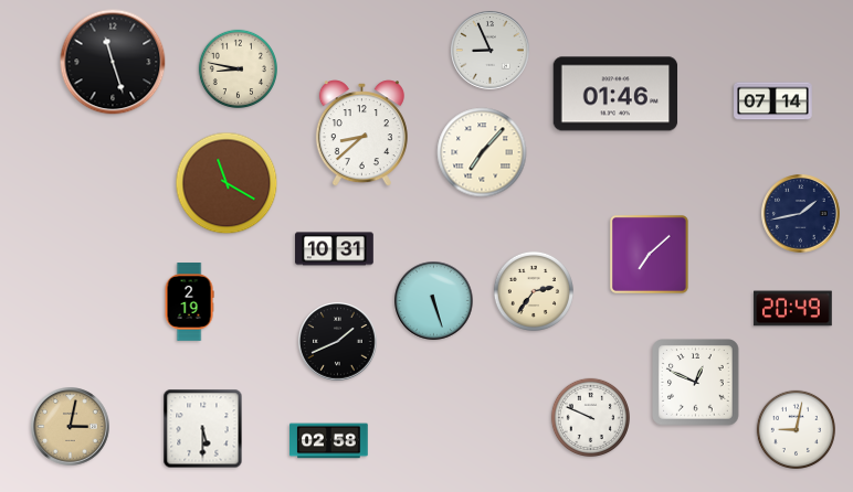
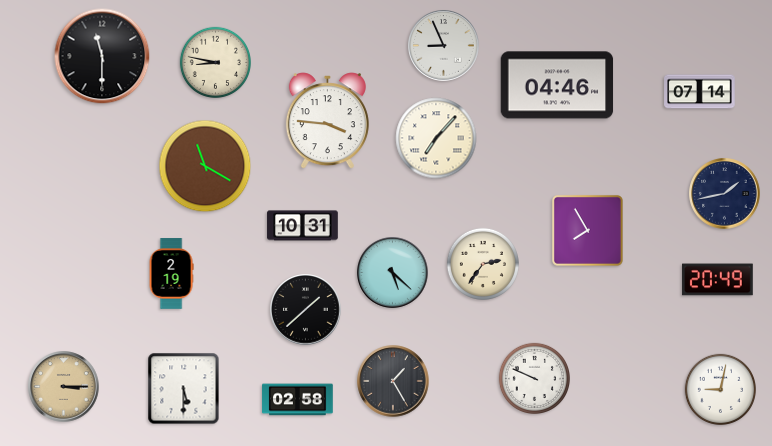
clock at (113, 62): 11:27 -> 11:30
clock at (615, 94): 01:46 -> 04:46
clock at (361, 133): 8:38 -> 3:46
clock at (649, 254): 7:08 -> 7:55
clock at (434, 301): 5:27 -> 5:22
clock at (338, 342): 1:41 -> 1:38
clock at (696, 383): 12:49 -> none
clock at (393, 381): none -> 1:25
clock at (71, 427): 3:02 -> 3:15
